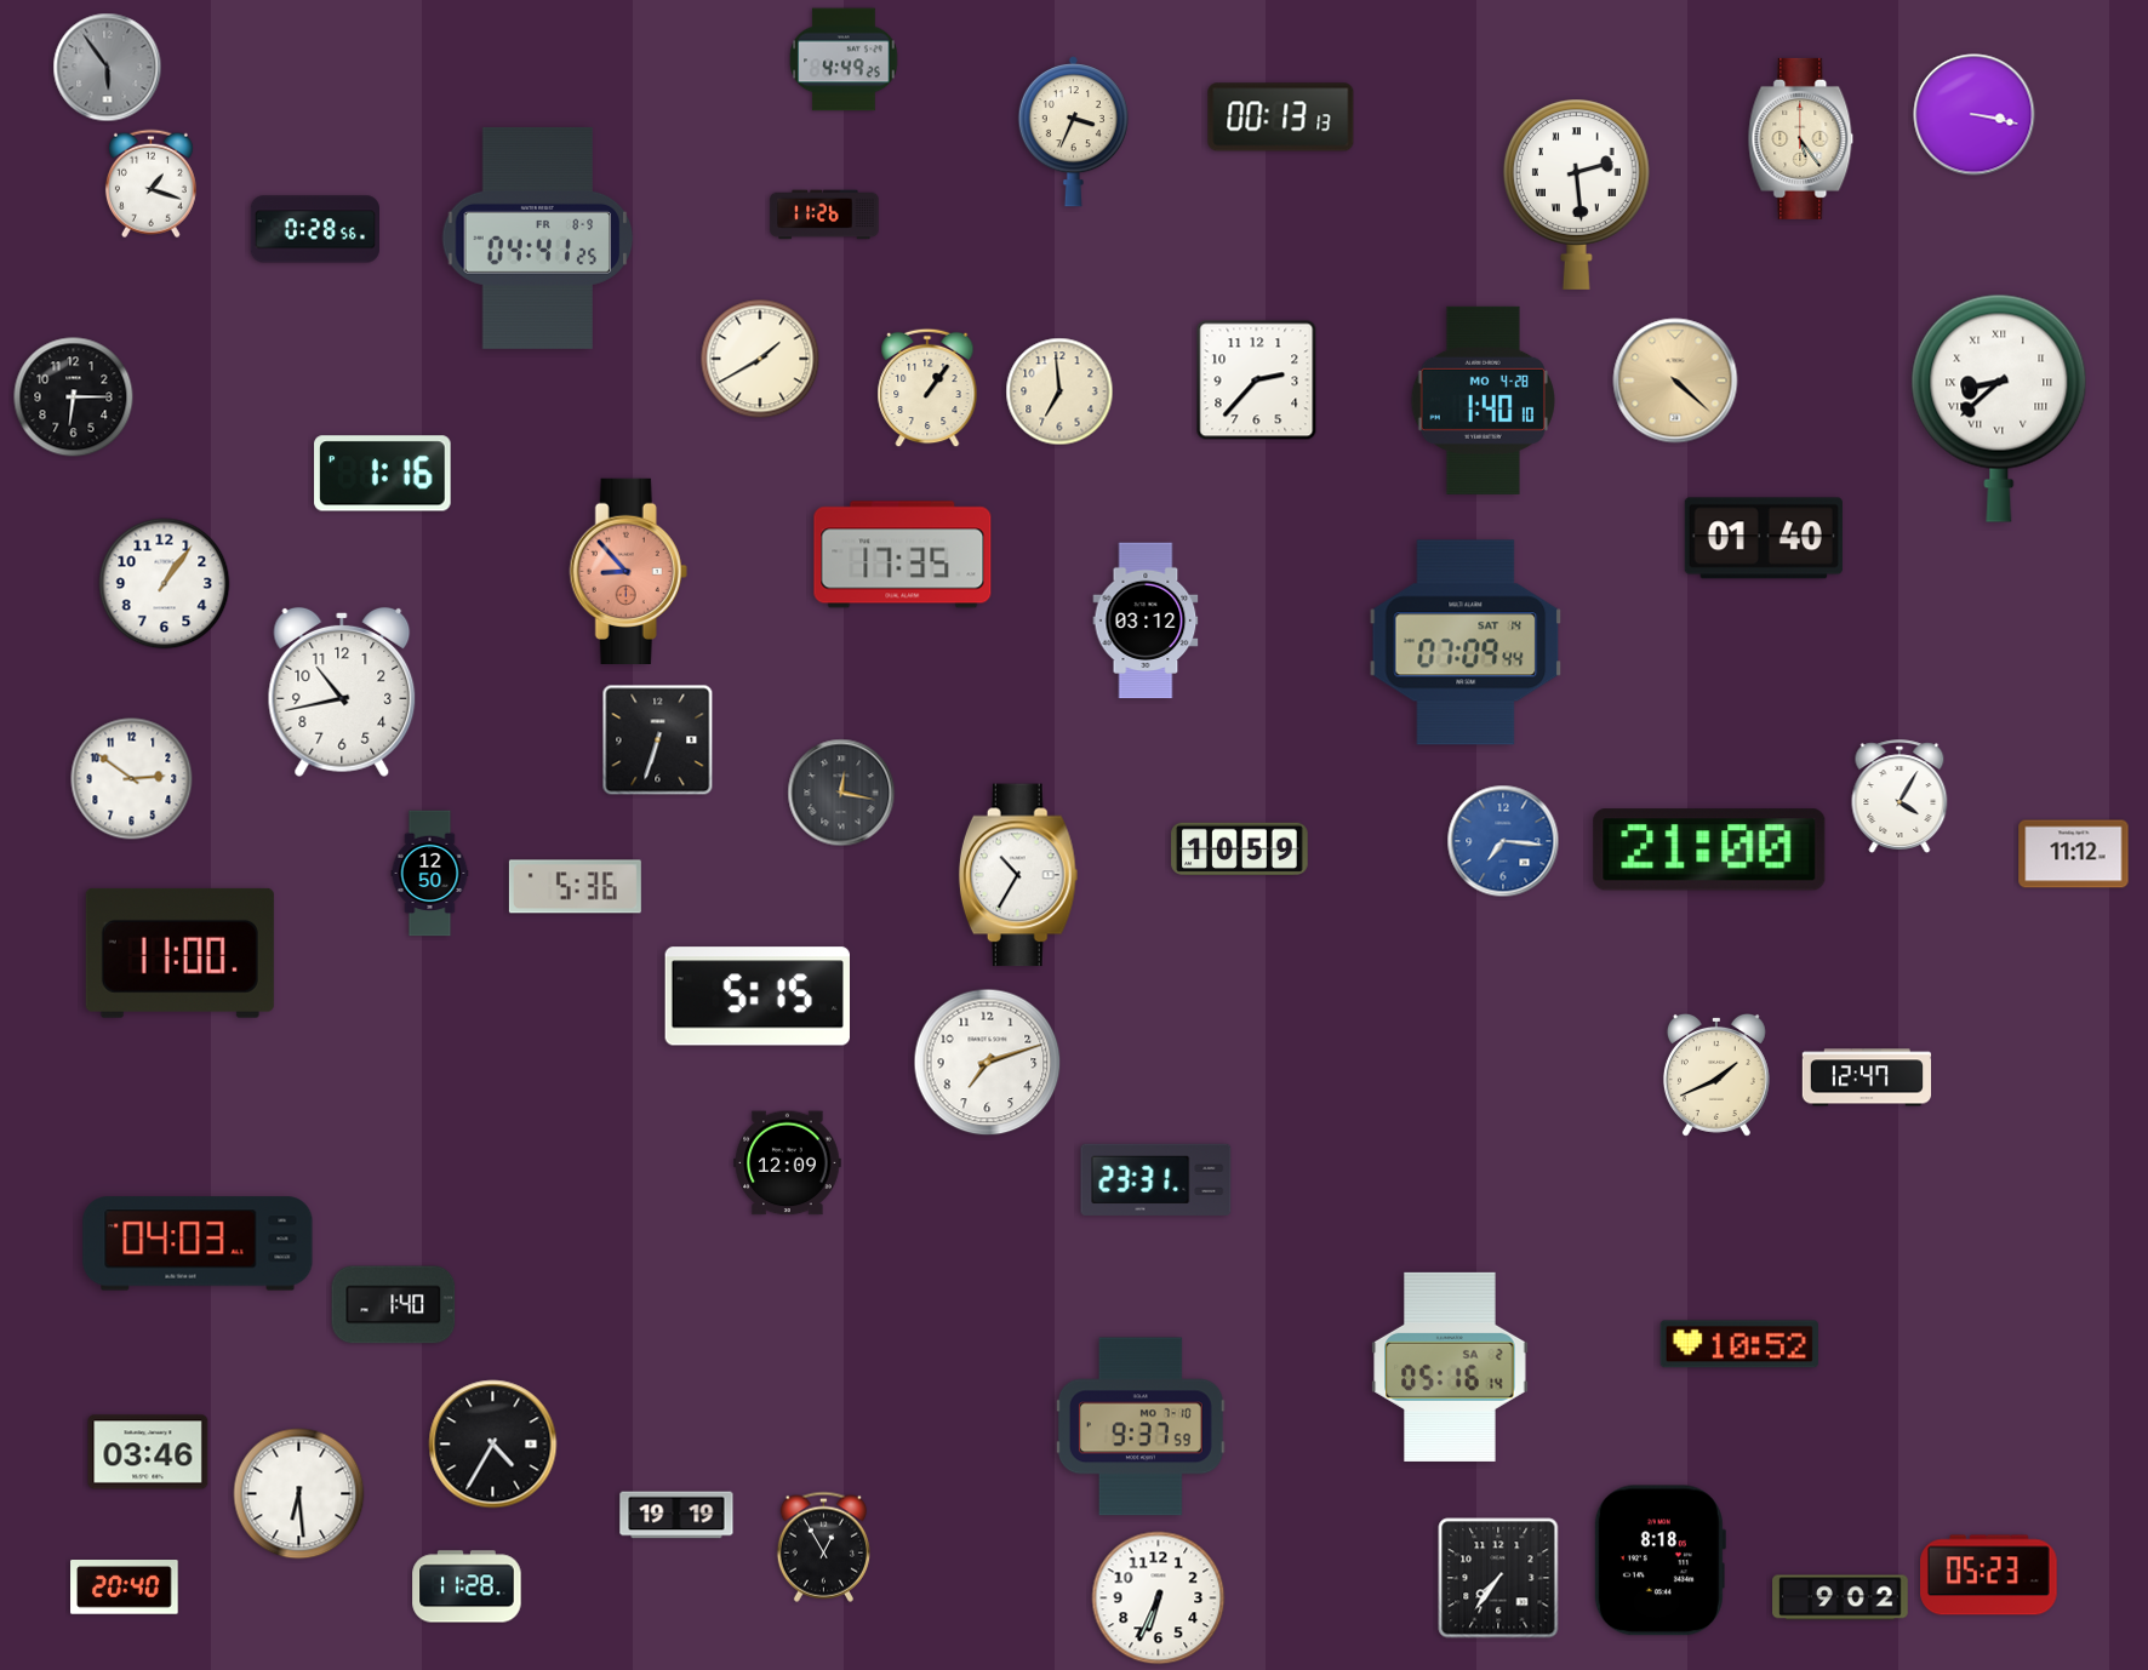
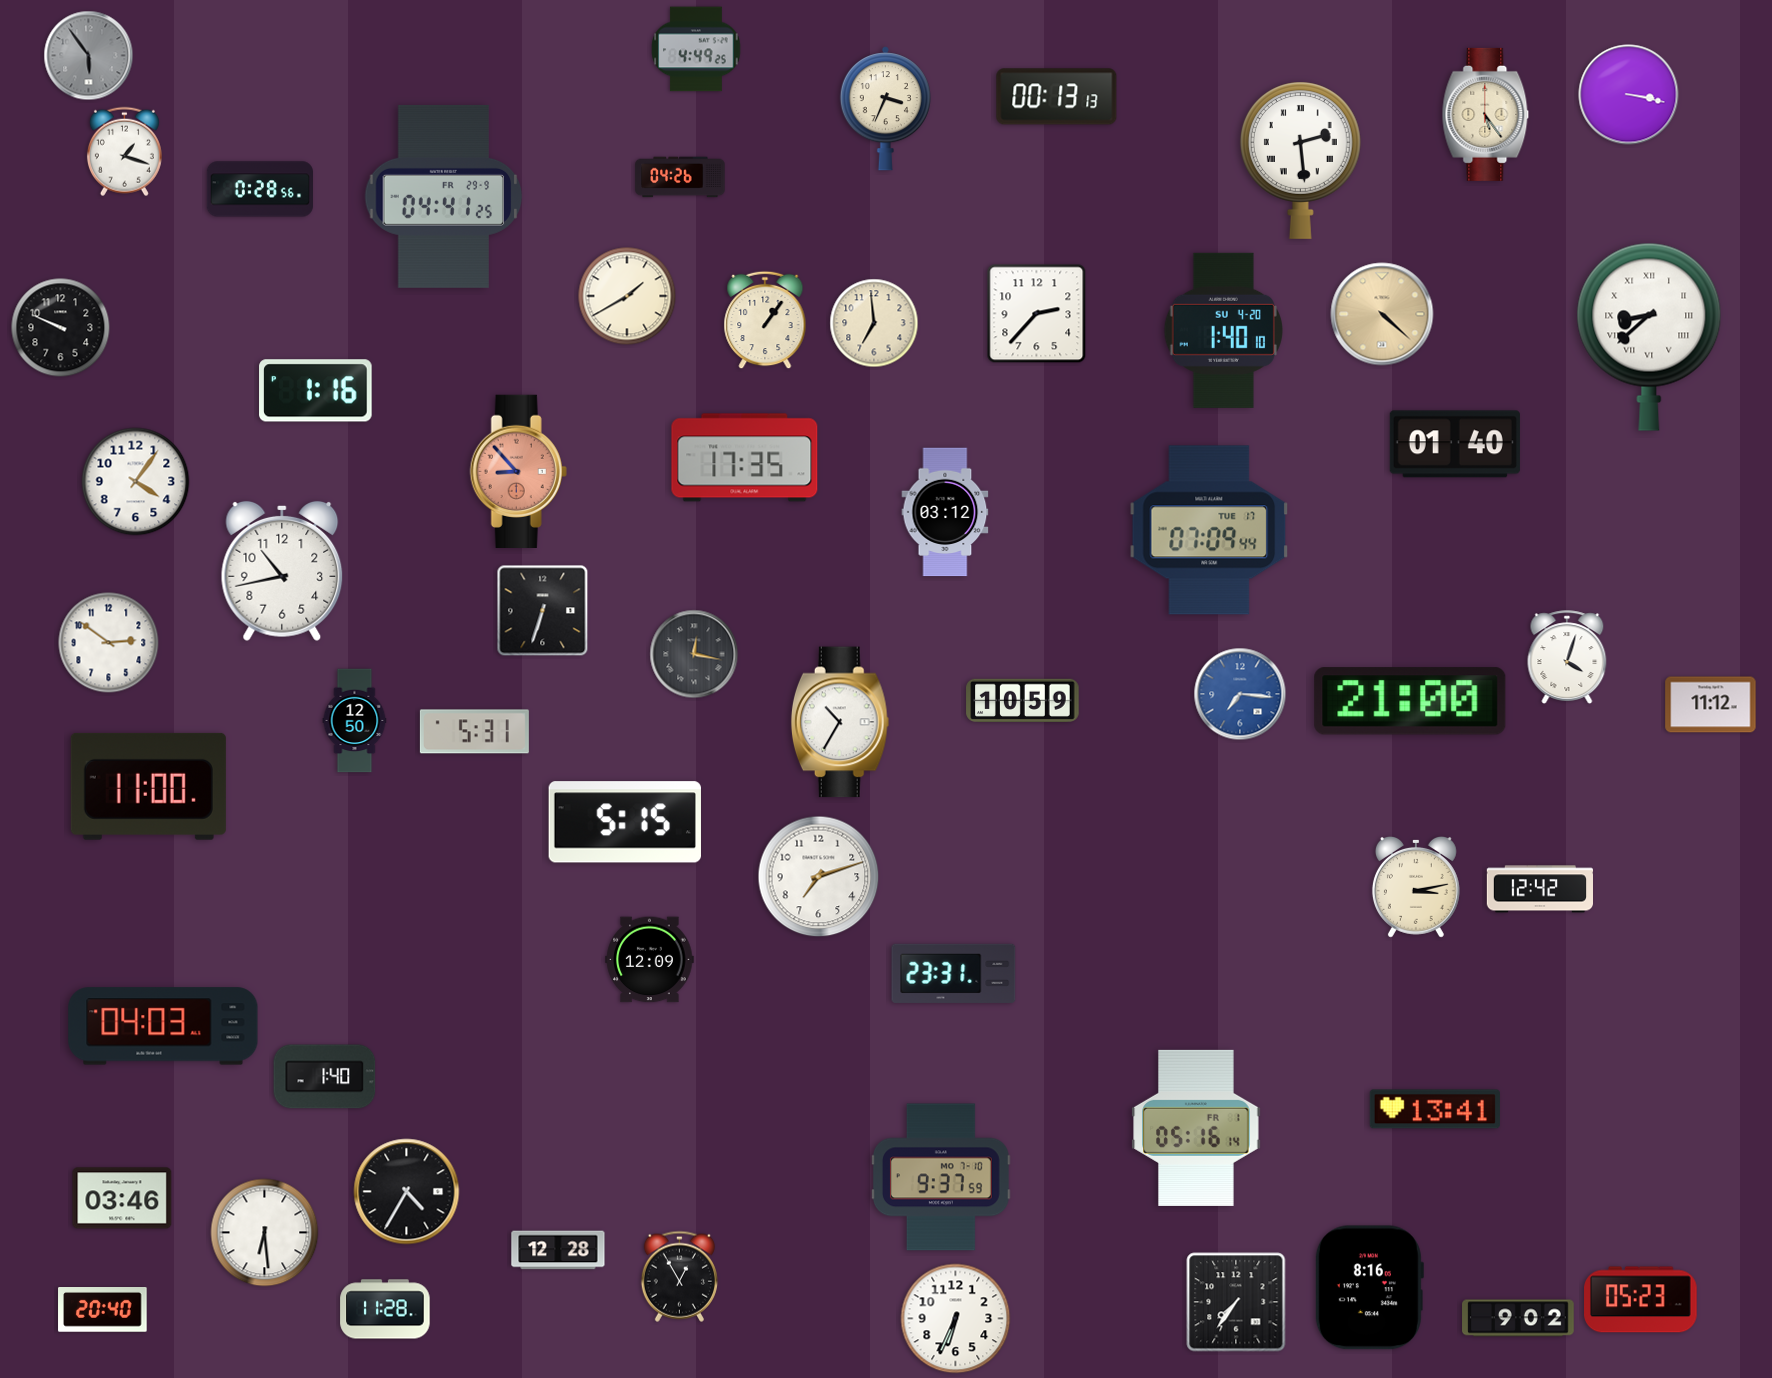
clock at (824, 215): 11:26 -> 04:26
clock at (538, 238) date: FR 8-9 -> FR 29-9
clock at (74, 398): 6:15 -> 9:49
clock at (1483, 400) date: MO 4-28 -> SU 4-20
clock at (165, 584): 1:06 -> 4:06
clock at (1466, 642) date: SAT 14 -> TUE 17
clock at (1900, 796): 4:05 -> 4:03
clock at (575, 887): 5:36 -> 5:31
clock at (988, 1063) position: (988, 1063) -> (819, 877)
clock at (1716, 1075): 1:41 -> 3:13
clock at (1866, 1077): 12:47 -> 12:42
clock at (1739, 1344): 10:52 -> 13:41
clock at (1450, 1367) date: SA 2 -> FR 1
clock at (299, 1494) position: (299, 1494) -> (265, 1233)
clock at (676, 1515): 19:19 -> 12:28
clock at (1659, 1561): 8:18 -> 8:16
